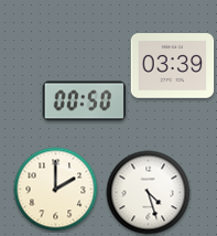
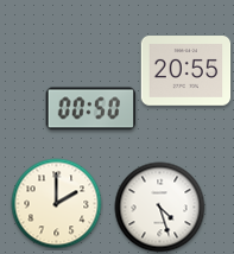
clock at (173, 66): 03:39 -> 20:55
clock at (56, 190) position: (56, 190) -> (57, 204)
